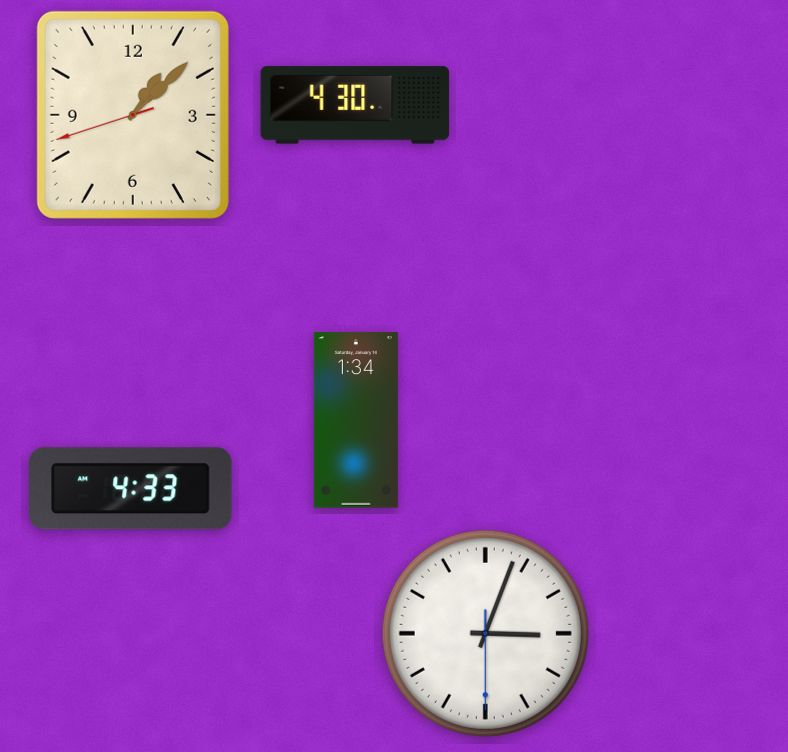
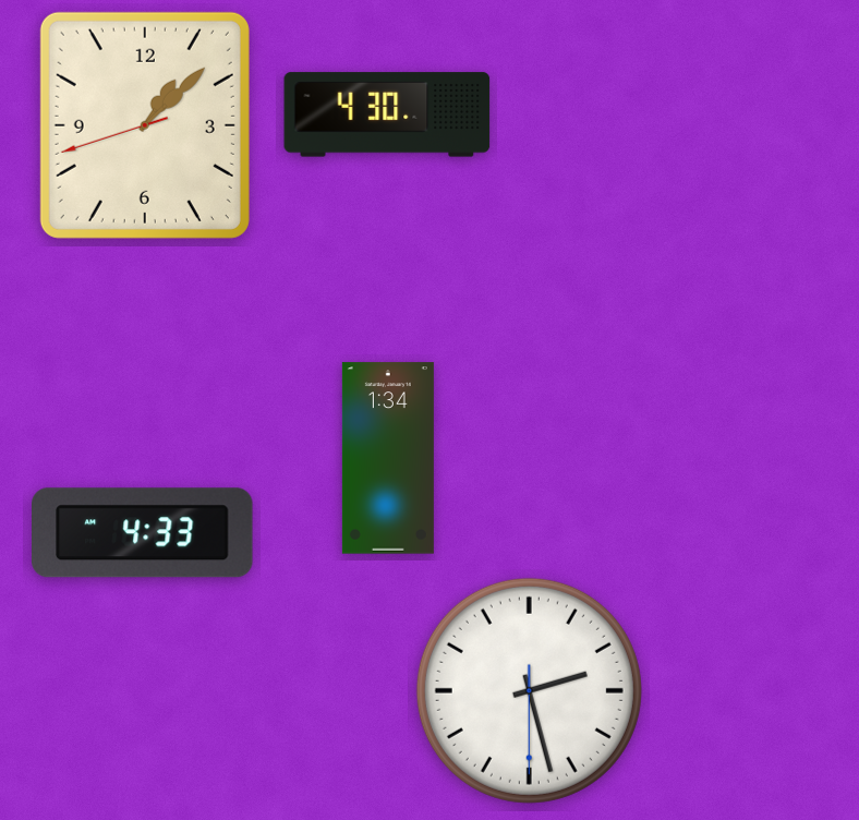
clock at (485, 633): 3:03 -> 2:27
